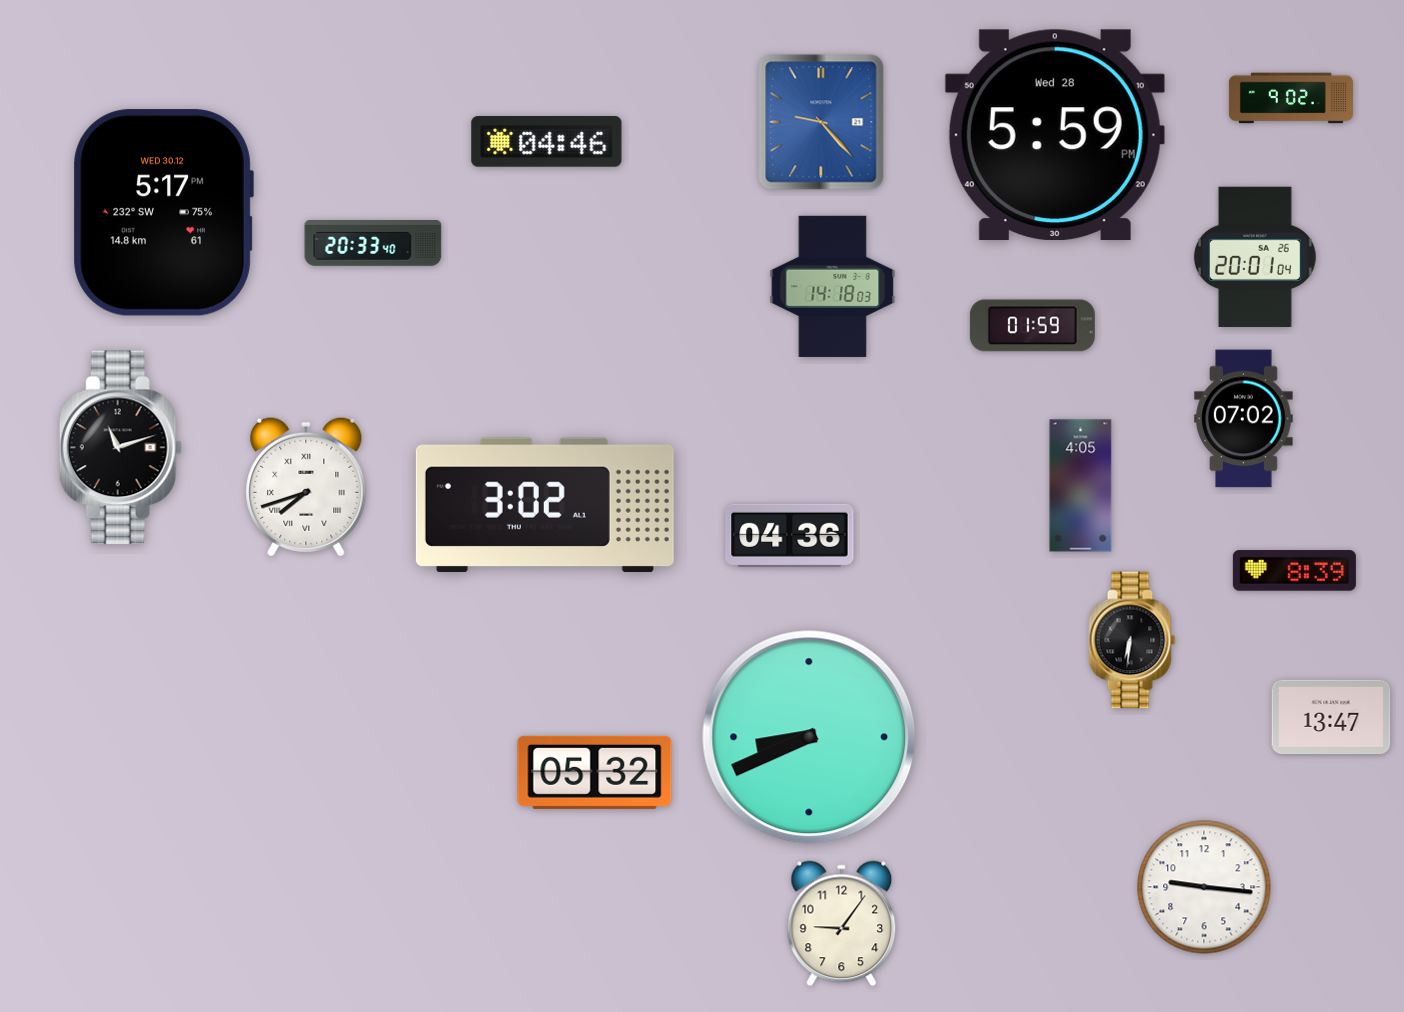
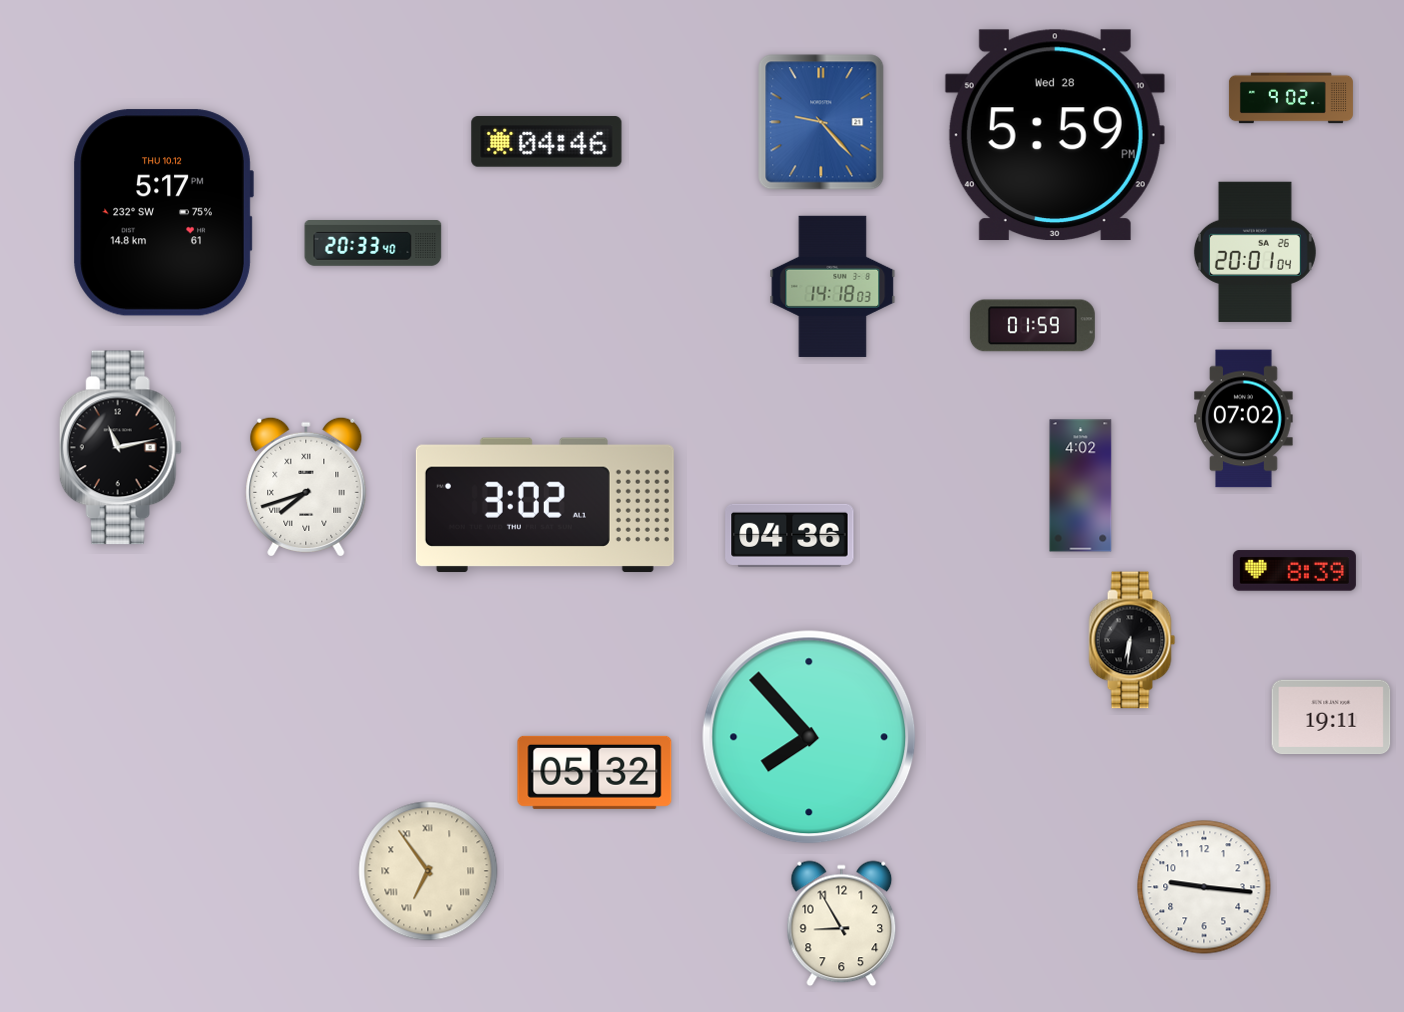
clock at (163, 213) date: WED 30.12 -> THU 10.12
clock at (1255, 256) position: (1255, 256) -> (1255, 251)
clock at (120, 448): 11:12 -> 11:13
clock at (1081, 486): 4:05 -> 4:02
clock at (1331, 717): 13:47 -> 19:11
clock at (809, 737): 8:41 -> 7:53
clock at (428, 871): none -> 6:54
clock at (842, 924): 9:06 -> 8:55
